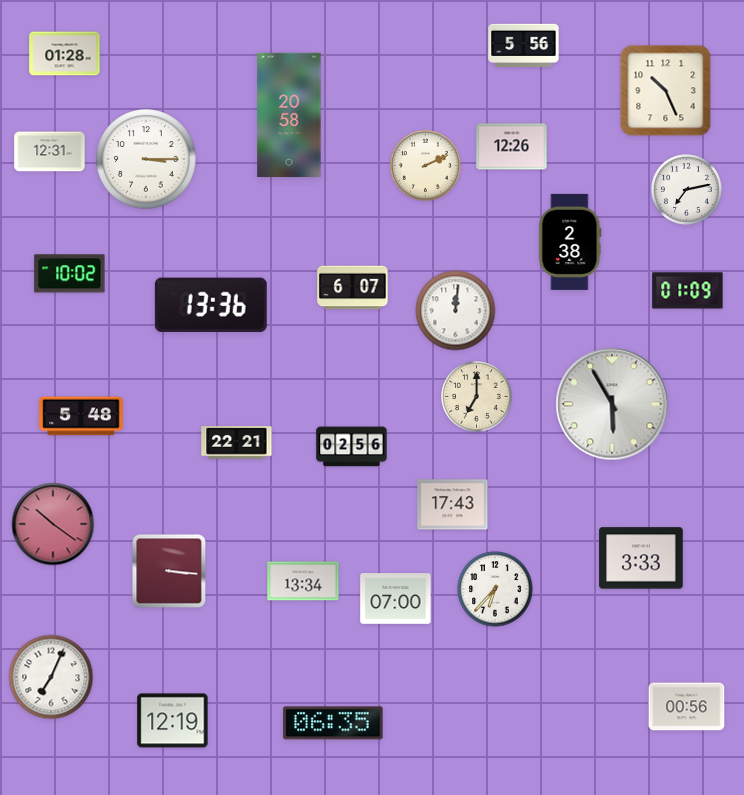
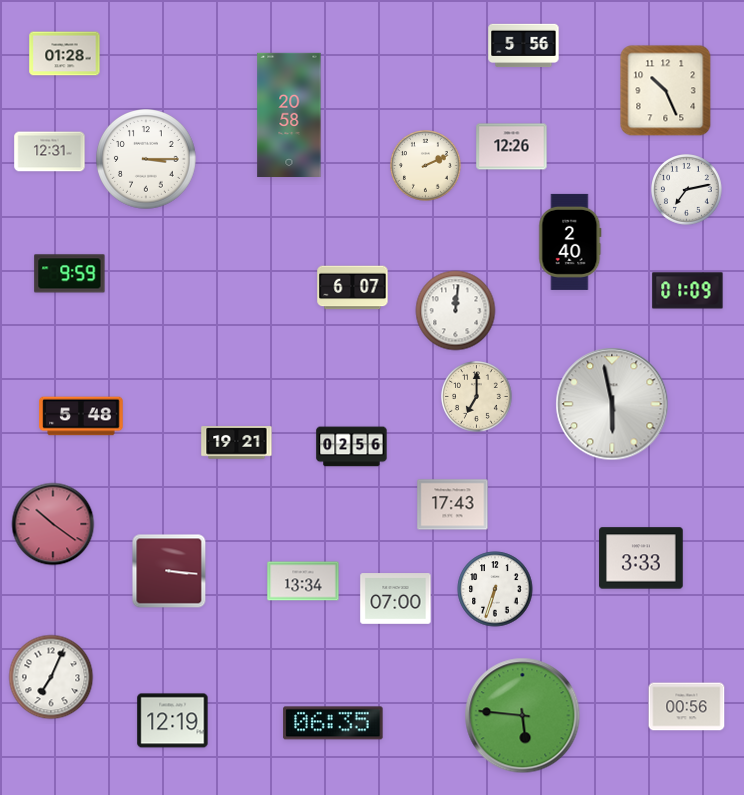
clock at (570, 242): 2:38 -> 2:40
clock at (70, 274): 10:02 -> 9:59
clock at (211, 305): 13:36 -> none
clock at (612, 404): 5:55 -> 5:58
clock at (237, 443): 22:21 -> 19:21
clock at (495, 589): 6:37 -> 6:33
clock at (523, 716): none -> 5:46
